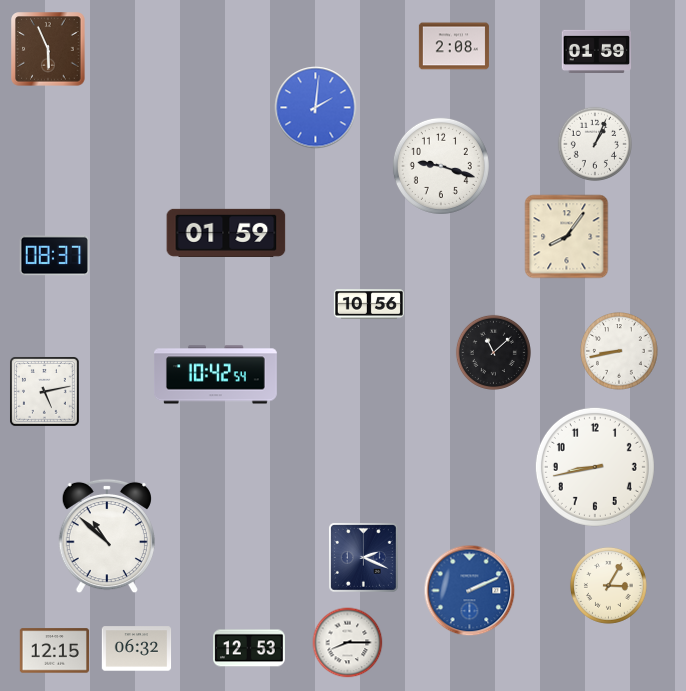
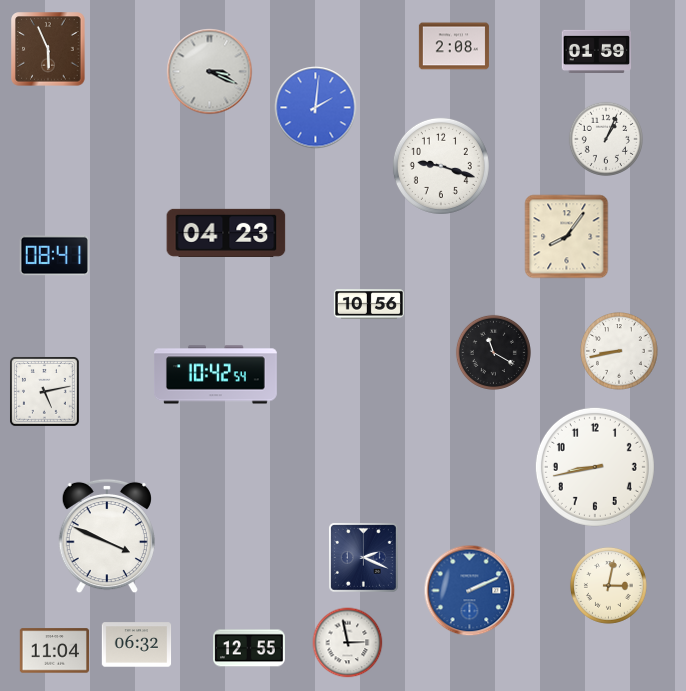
clock at (210, 72): none -> 3:19
clock at (595, 144) position: (595, 144) -> (606, 139)
clock at (226, 233): 01:59 -> 04:23
clock at (55, 256): 08:37 -> 08:41
clock at (493, 352): 11:08 -> 11:20
clock at (107, 536): 10:52 -> 3:49
clock at (608, 585): 3:05 -> 3:02
clock at (348, 643): 8:15 -> 2:58
clock at (250, 648): 12:53 -> 12:55
clock at (137, 649) position: (137, 649) -> (137, 645)
clock at (55, 651): 12:15 -> 11:04
